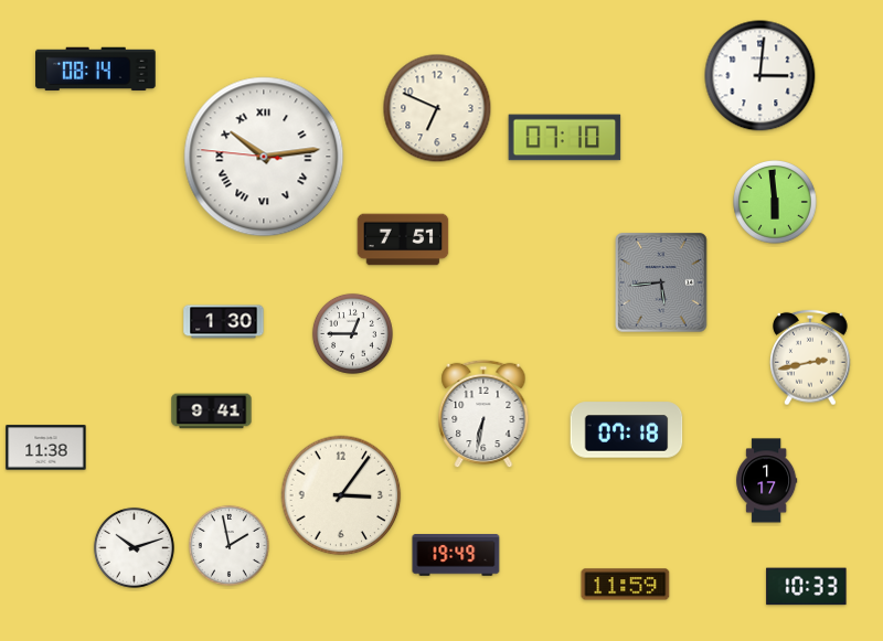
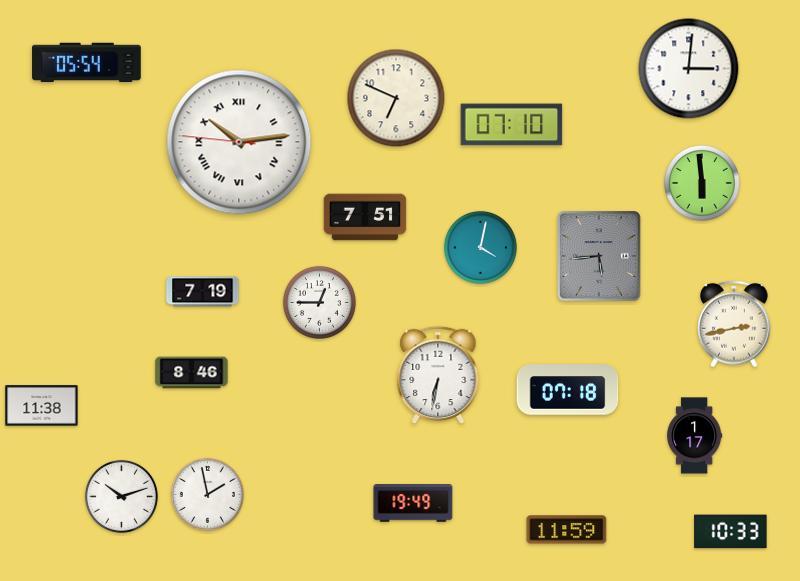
clock at (96, 70): 08:14 -> 05:54
clock at (480, 247): none -> 4:02
clock at (224, 322): 1:30 -> 7:19
clock at (212, 412): 9:41 -> 8:46
clock at (341, 495): 3:06 -> none
